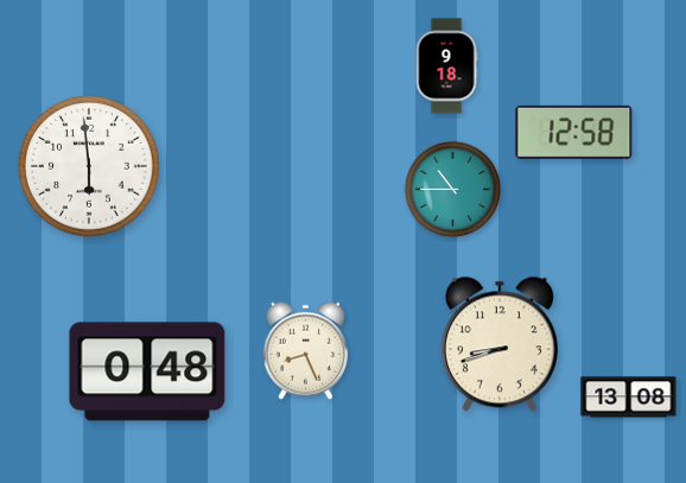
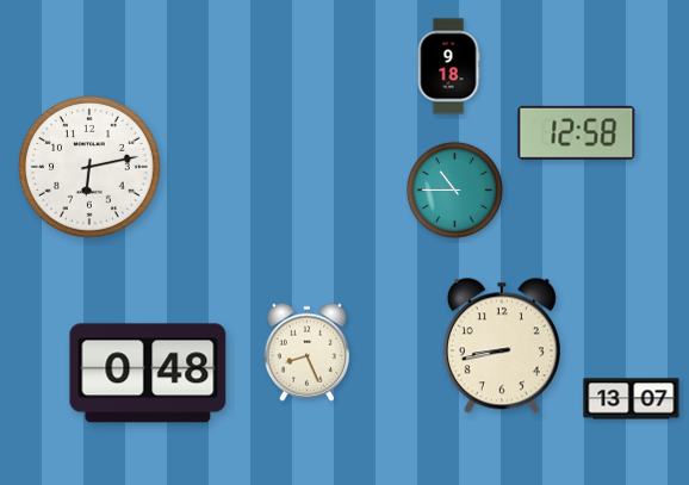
clock at (90, 167): 5:59 -> 6:13
clock at (500, 344): 8:42 -> 8:43
clock at (629, 398): 13:08 -> 13:07
